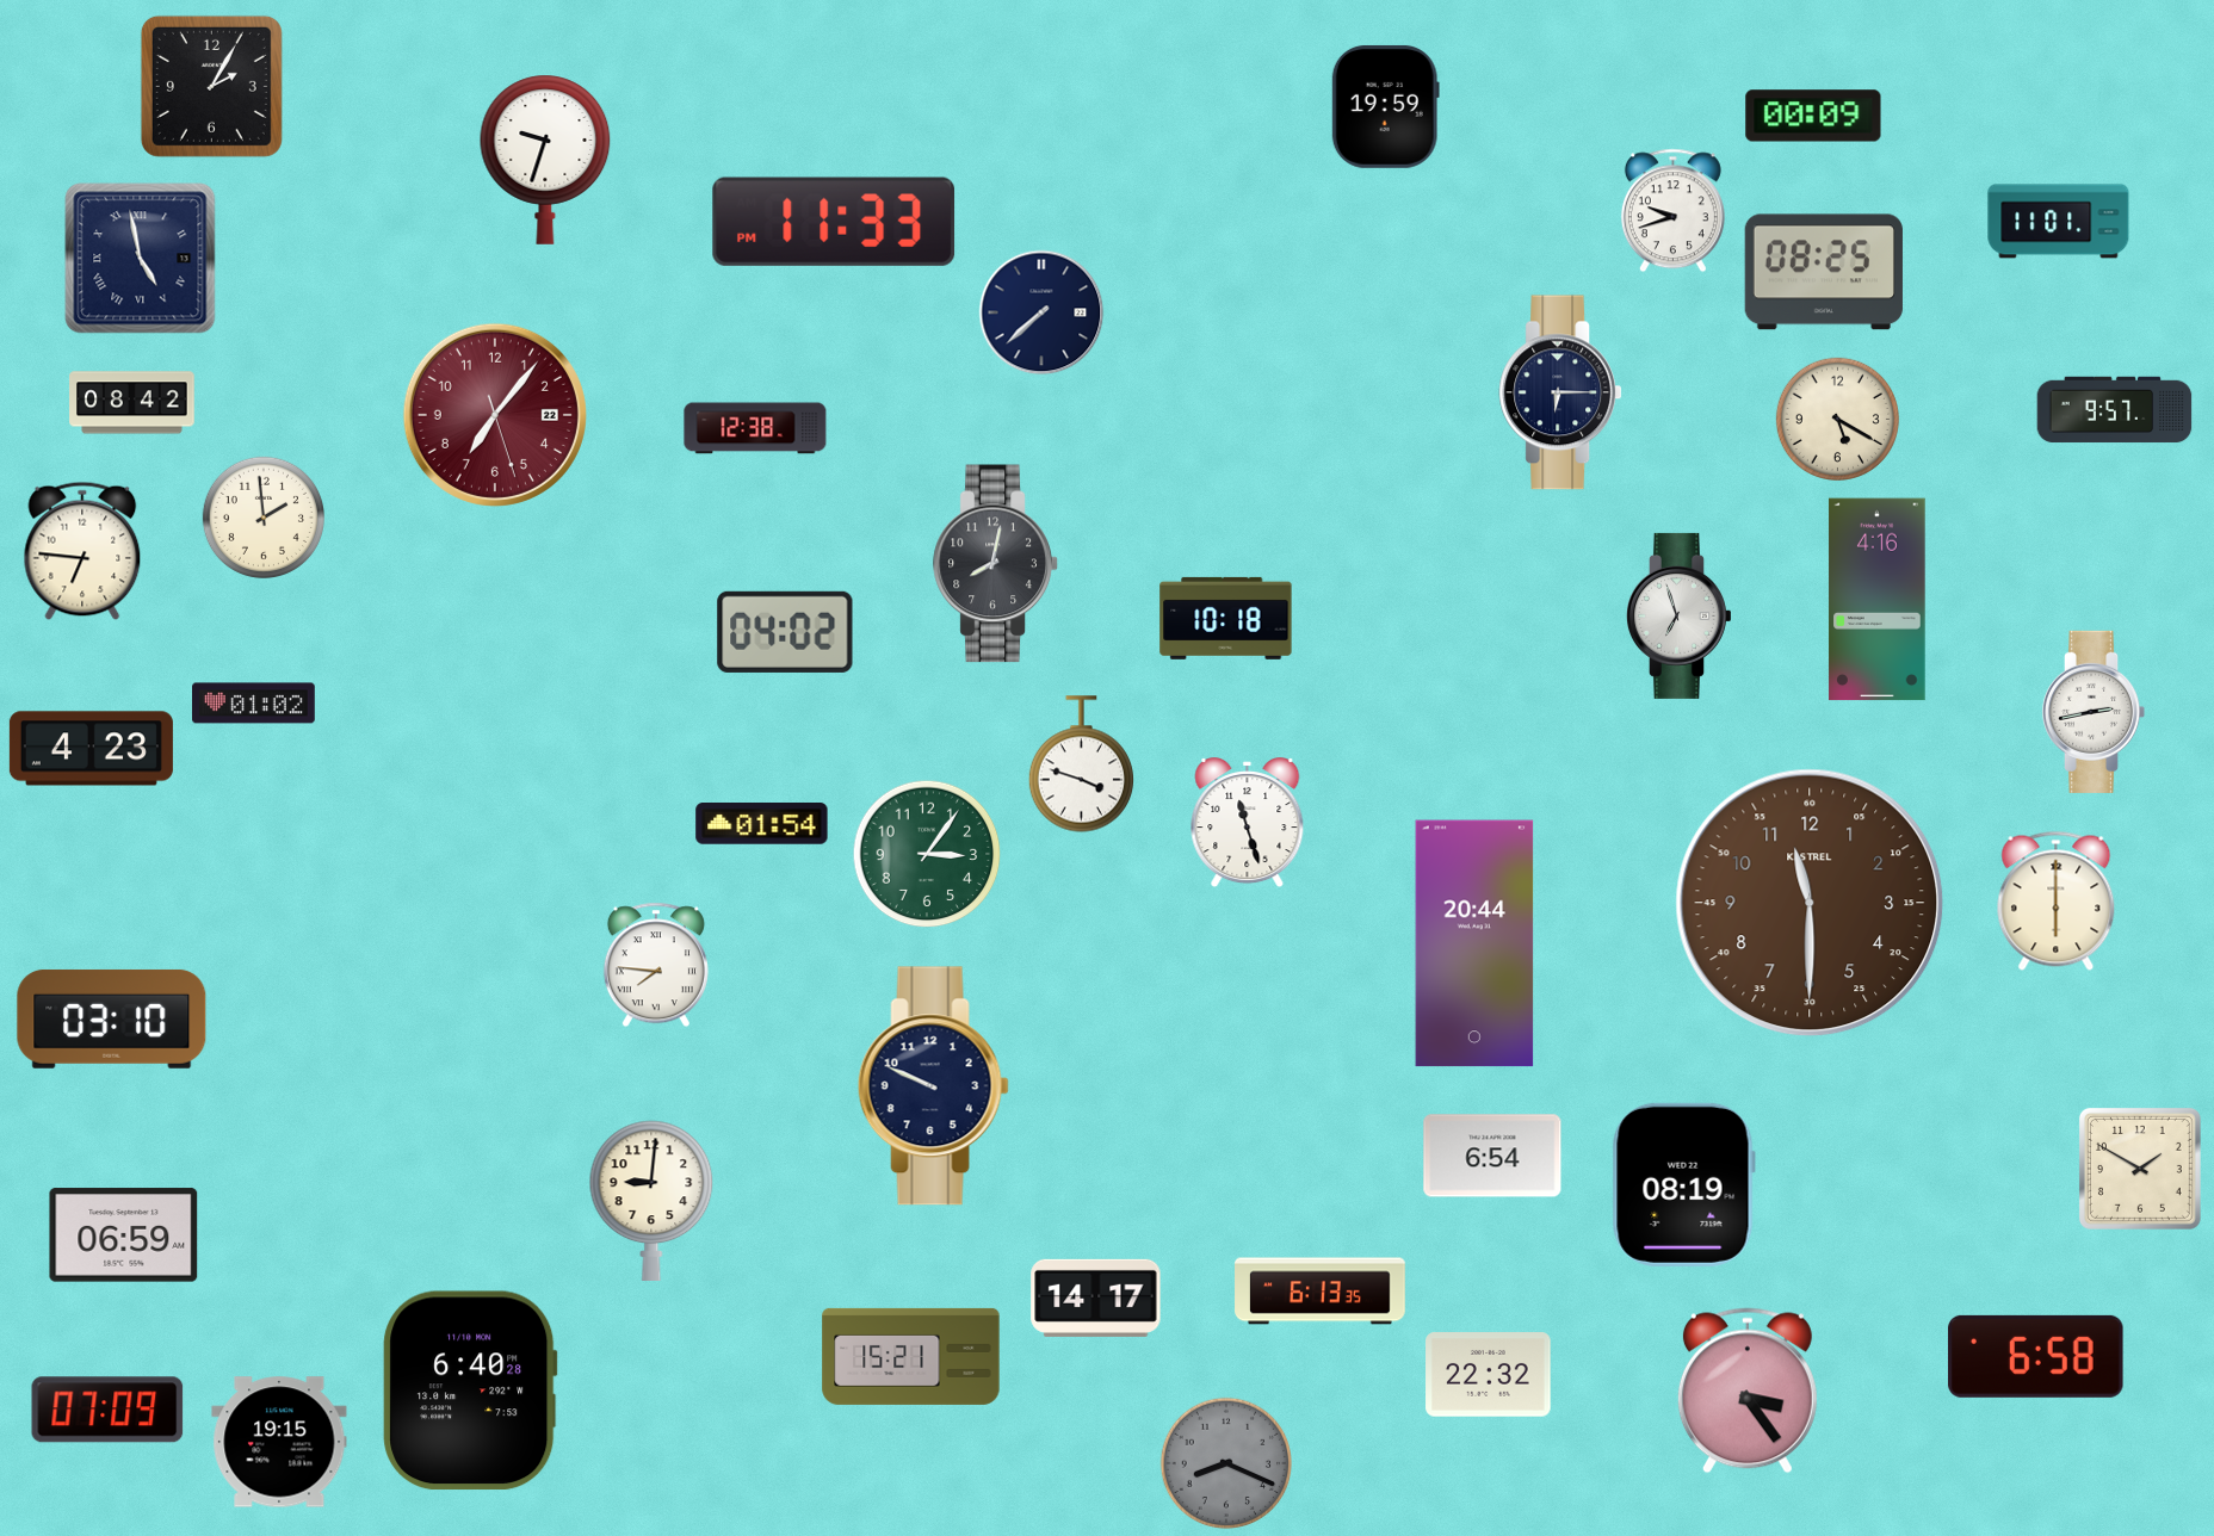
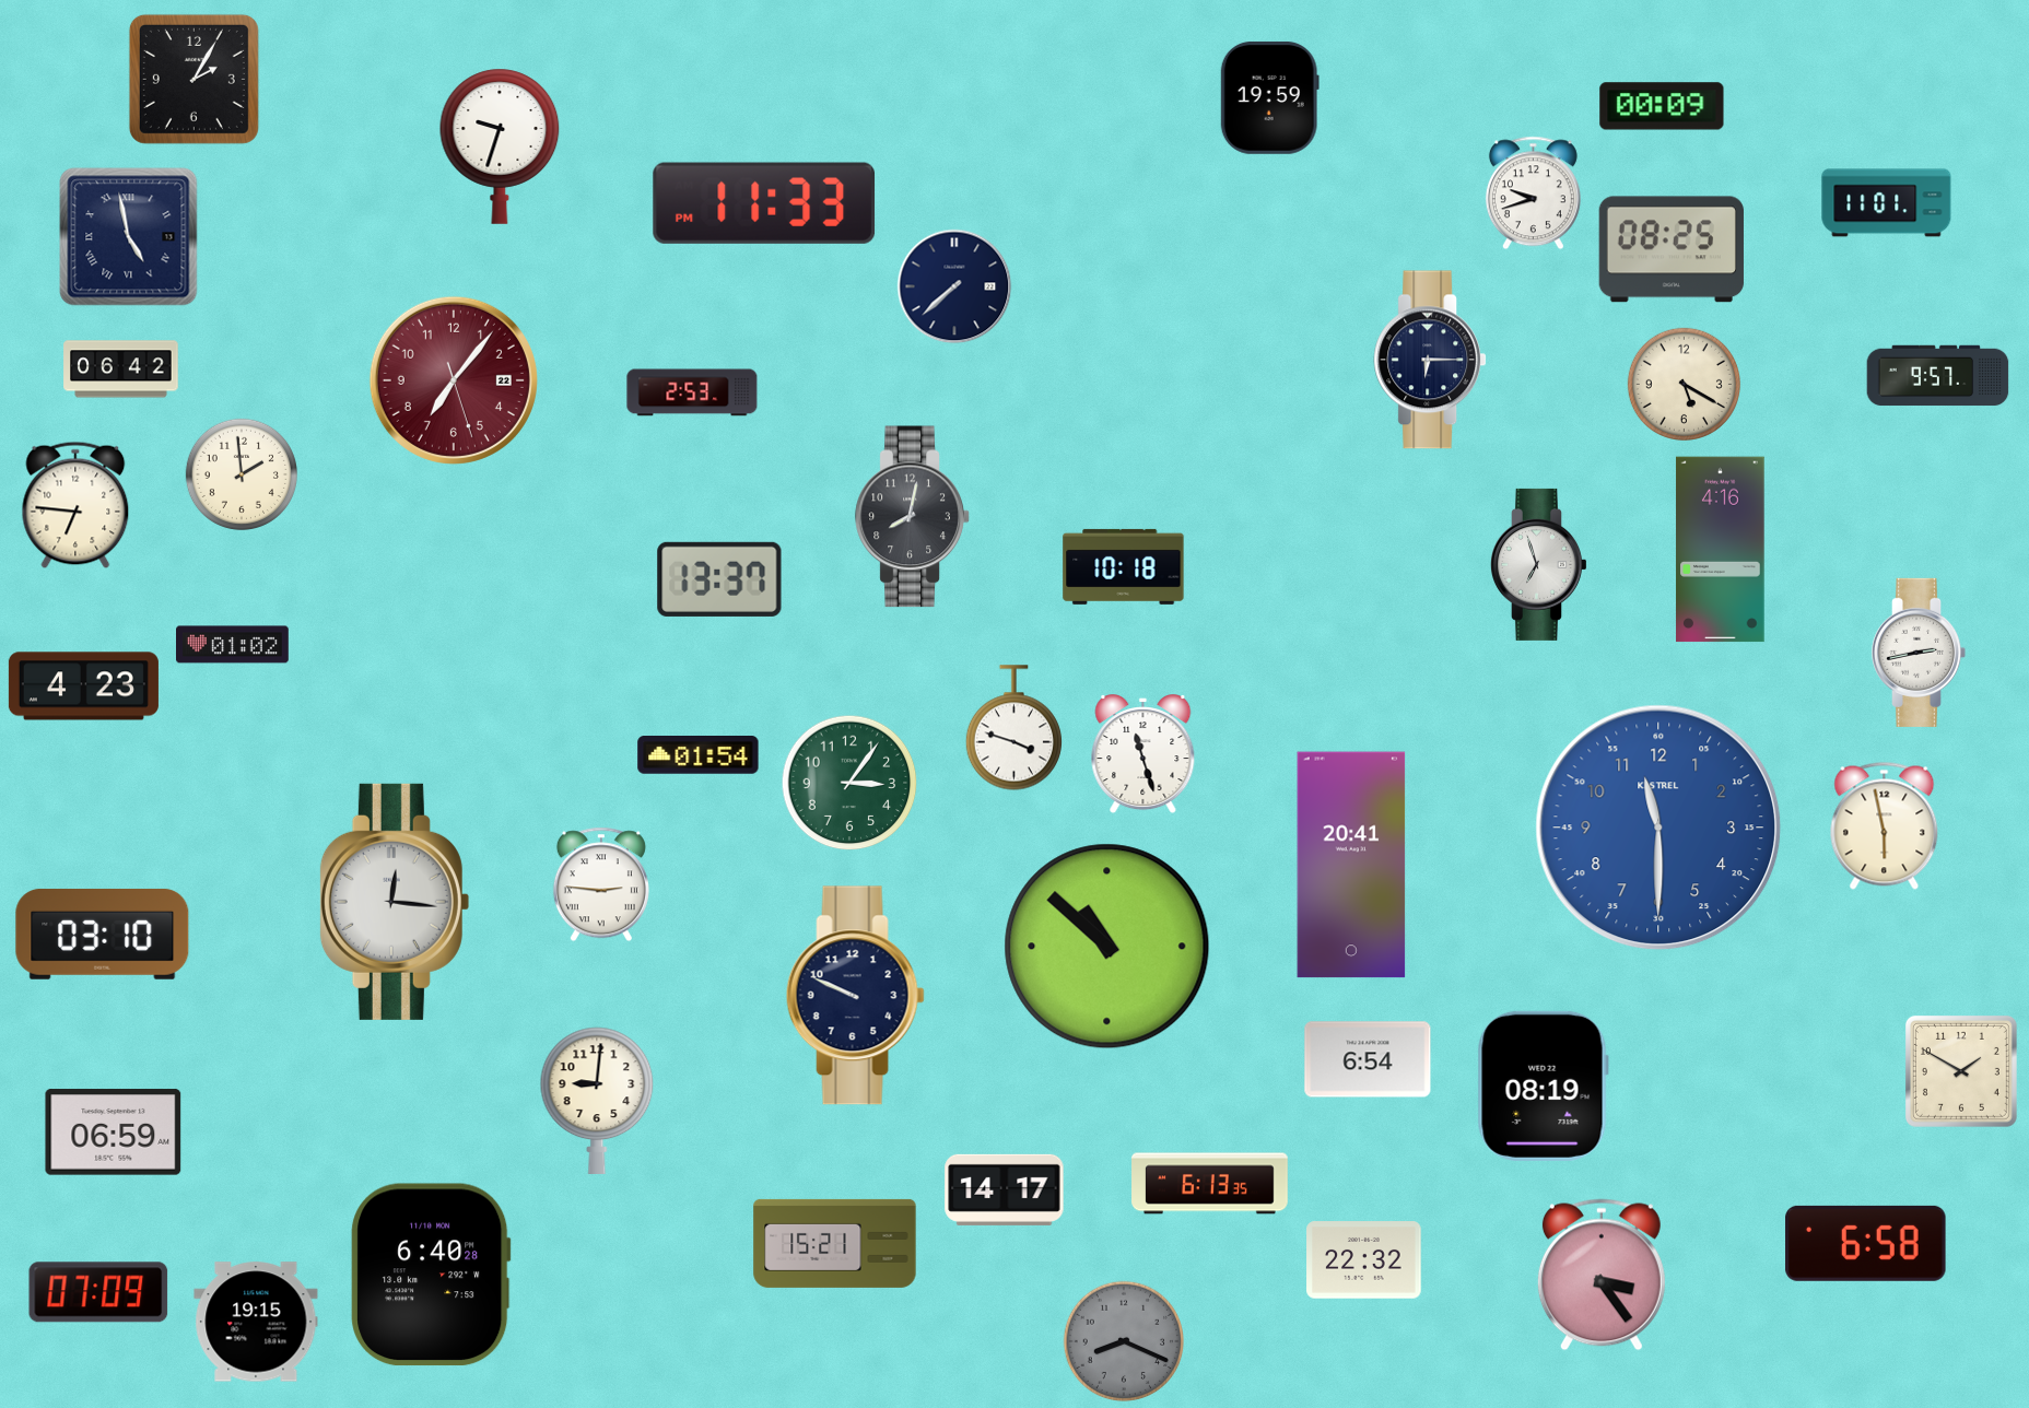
clock at (132, 403): 08:42 -> 06:42
clock at (755, 428): 12:38 -> 2:53
clock at (785, 632): 04:02 -> 13:37
clock at (1081, 764) position: (1081, 764) -> (1013, 728)
clock at (2057, 900): 6:00 -> 5:58
clock at (1810, 903) dial: brown -> blue
clock at (1474, 943): 20:44 -> 20:41
clock at (656, 965): 7:46 -> 2:46
clock at (395, 902): none -> 12:16
clock at (1107, 947): none -> 10:52
